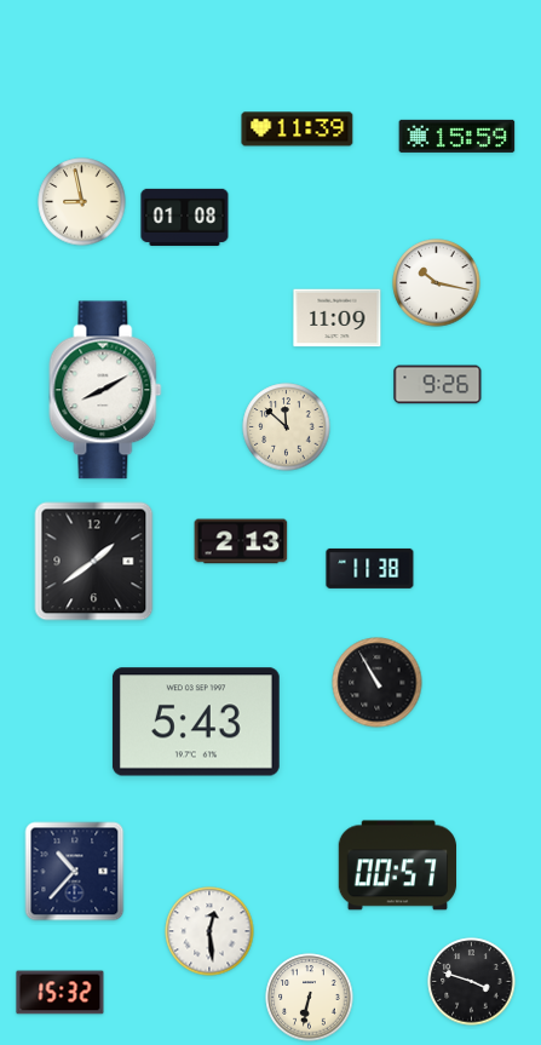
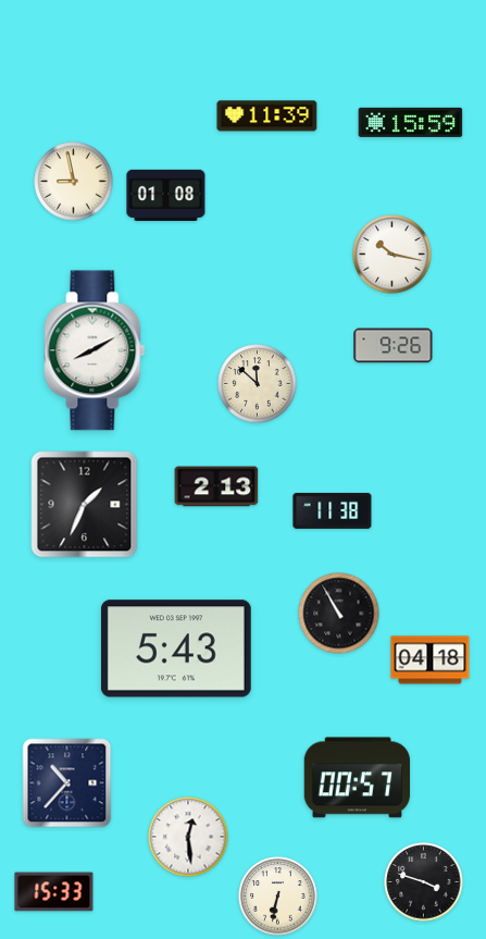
clock at (338, 318): 11:09 -> none
clock at (94, 562): 1:39 -> 1:34
clock at (431, 660): none -> 04:18
clock at (61, 993): 15:32 -> 15:33
